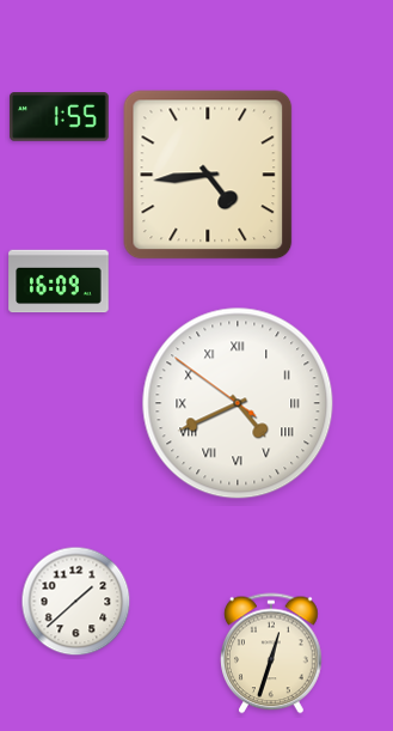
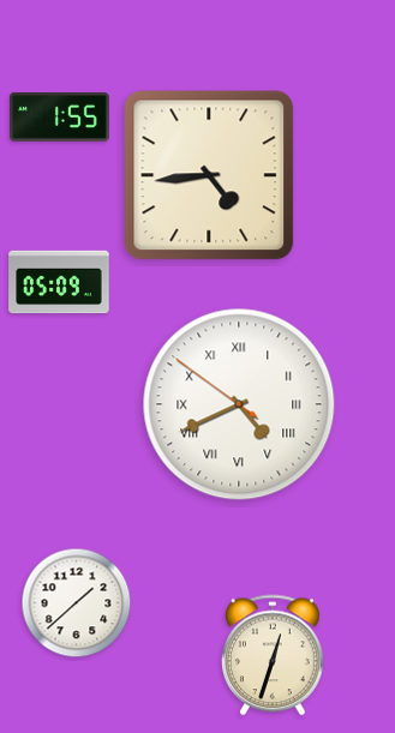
clock at (59, 281): 16:09 -> 05:09
